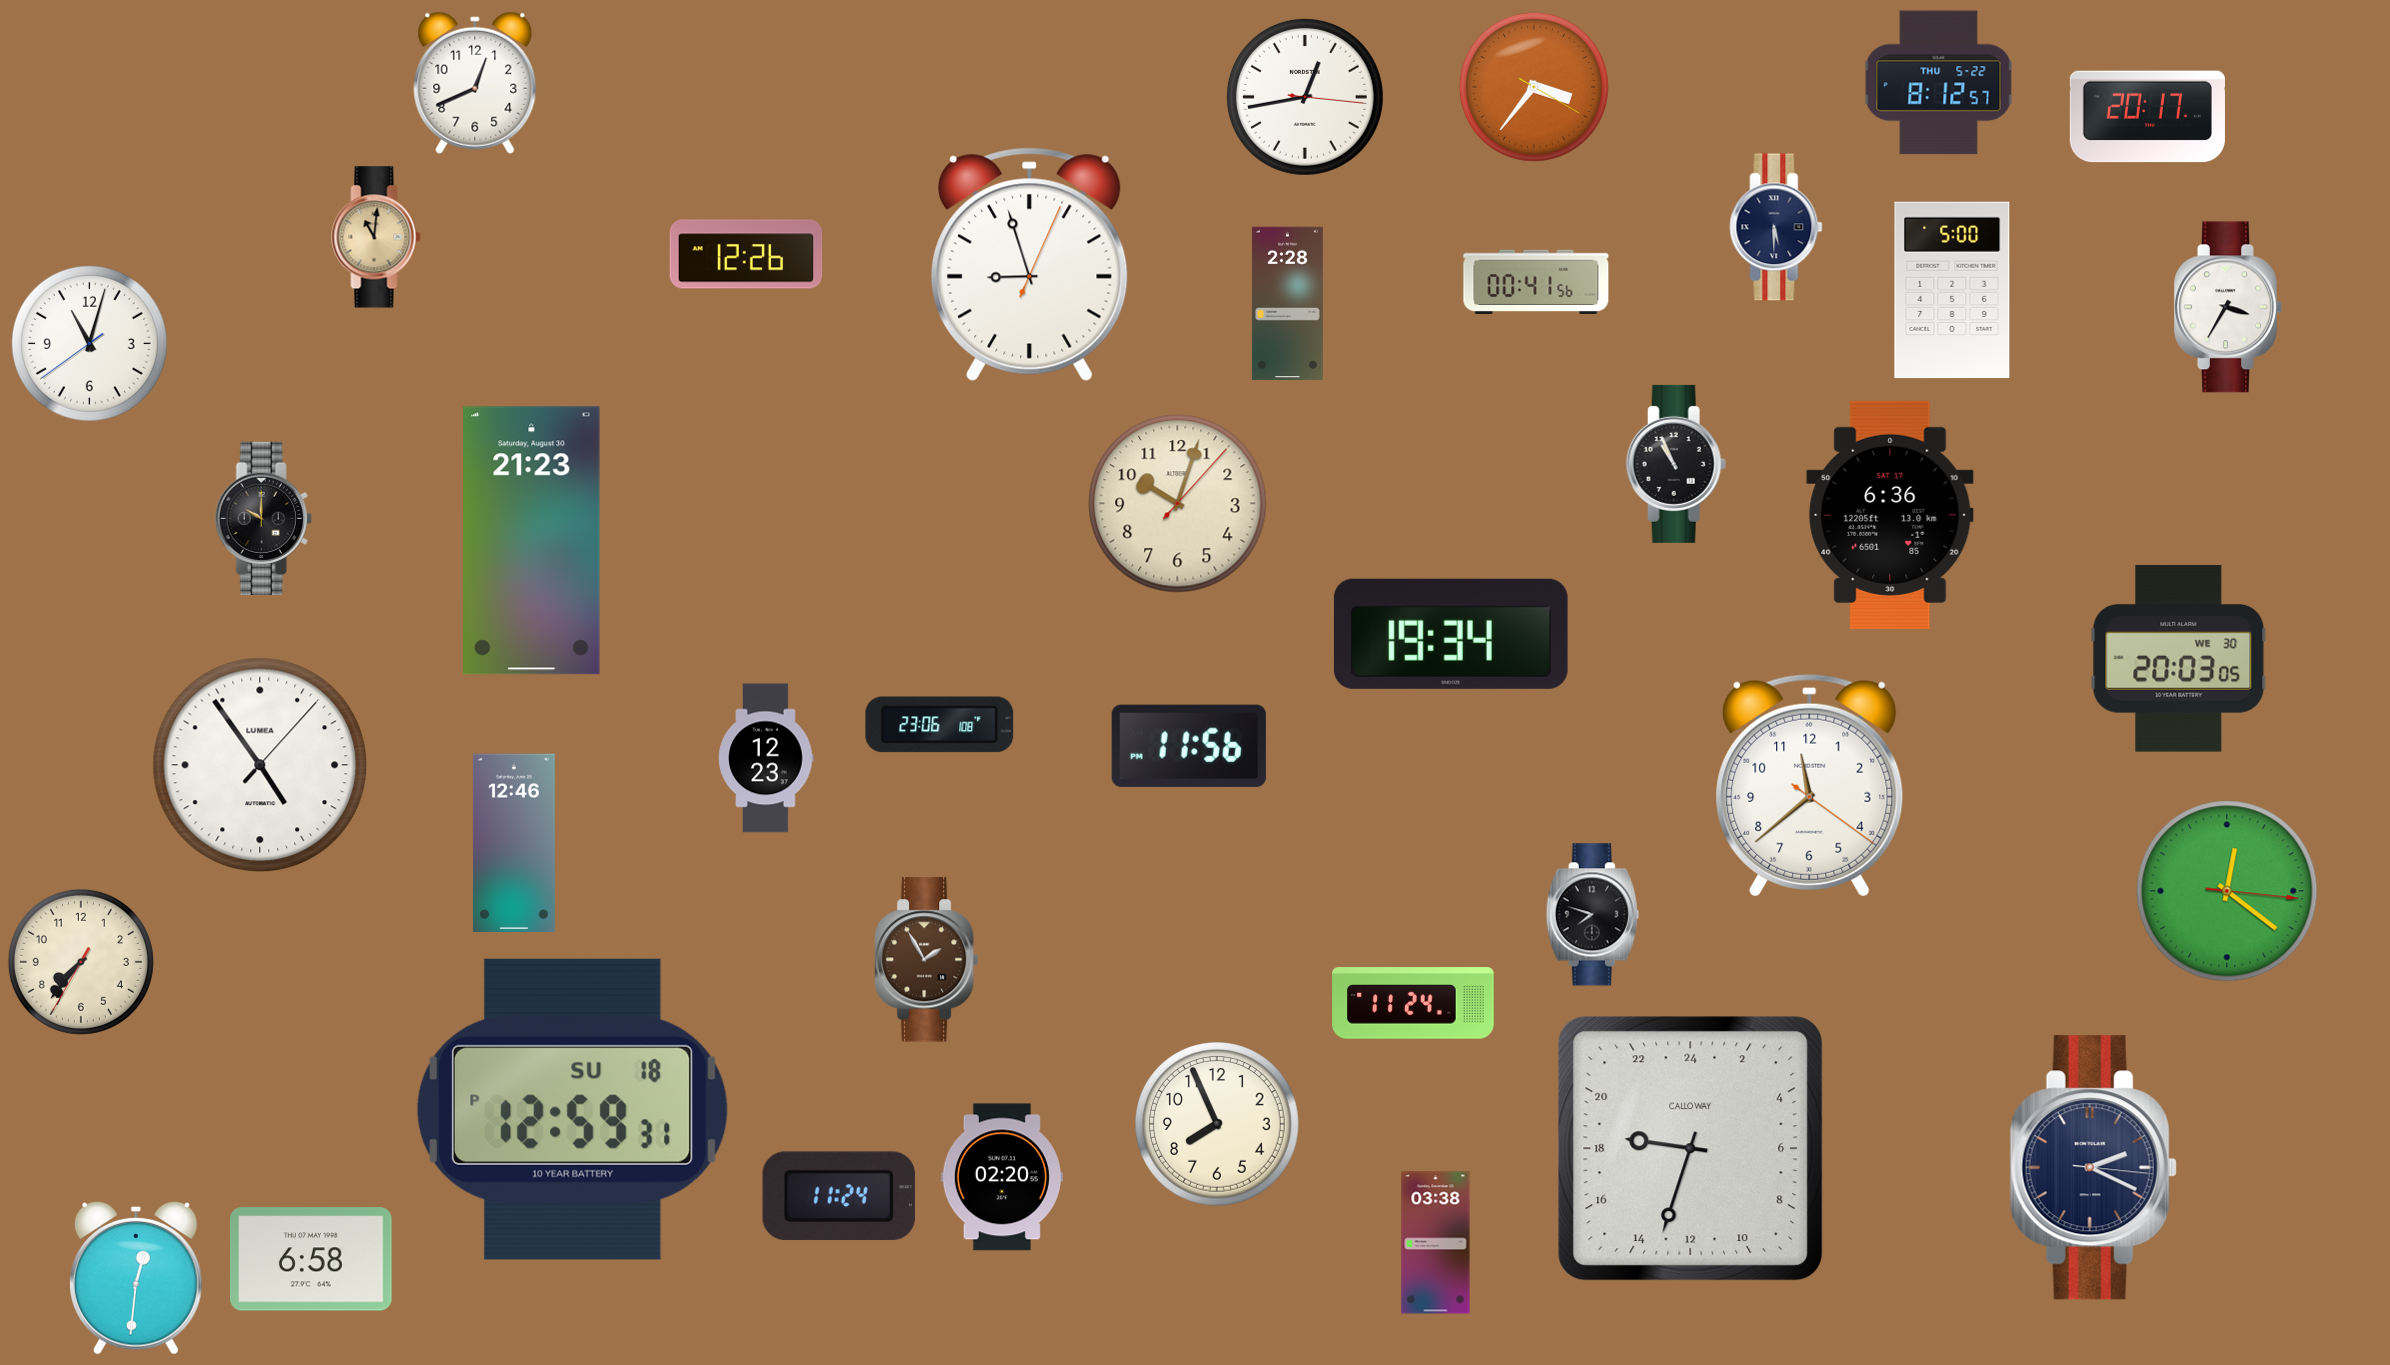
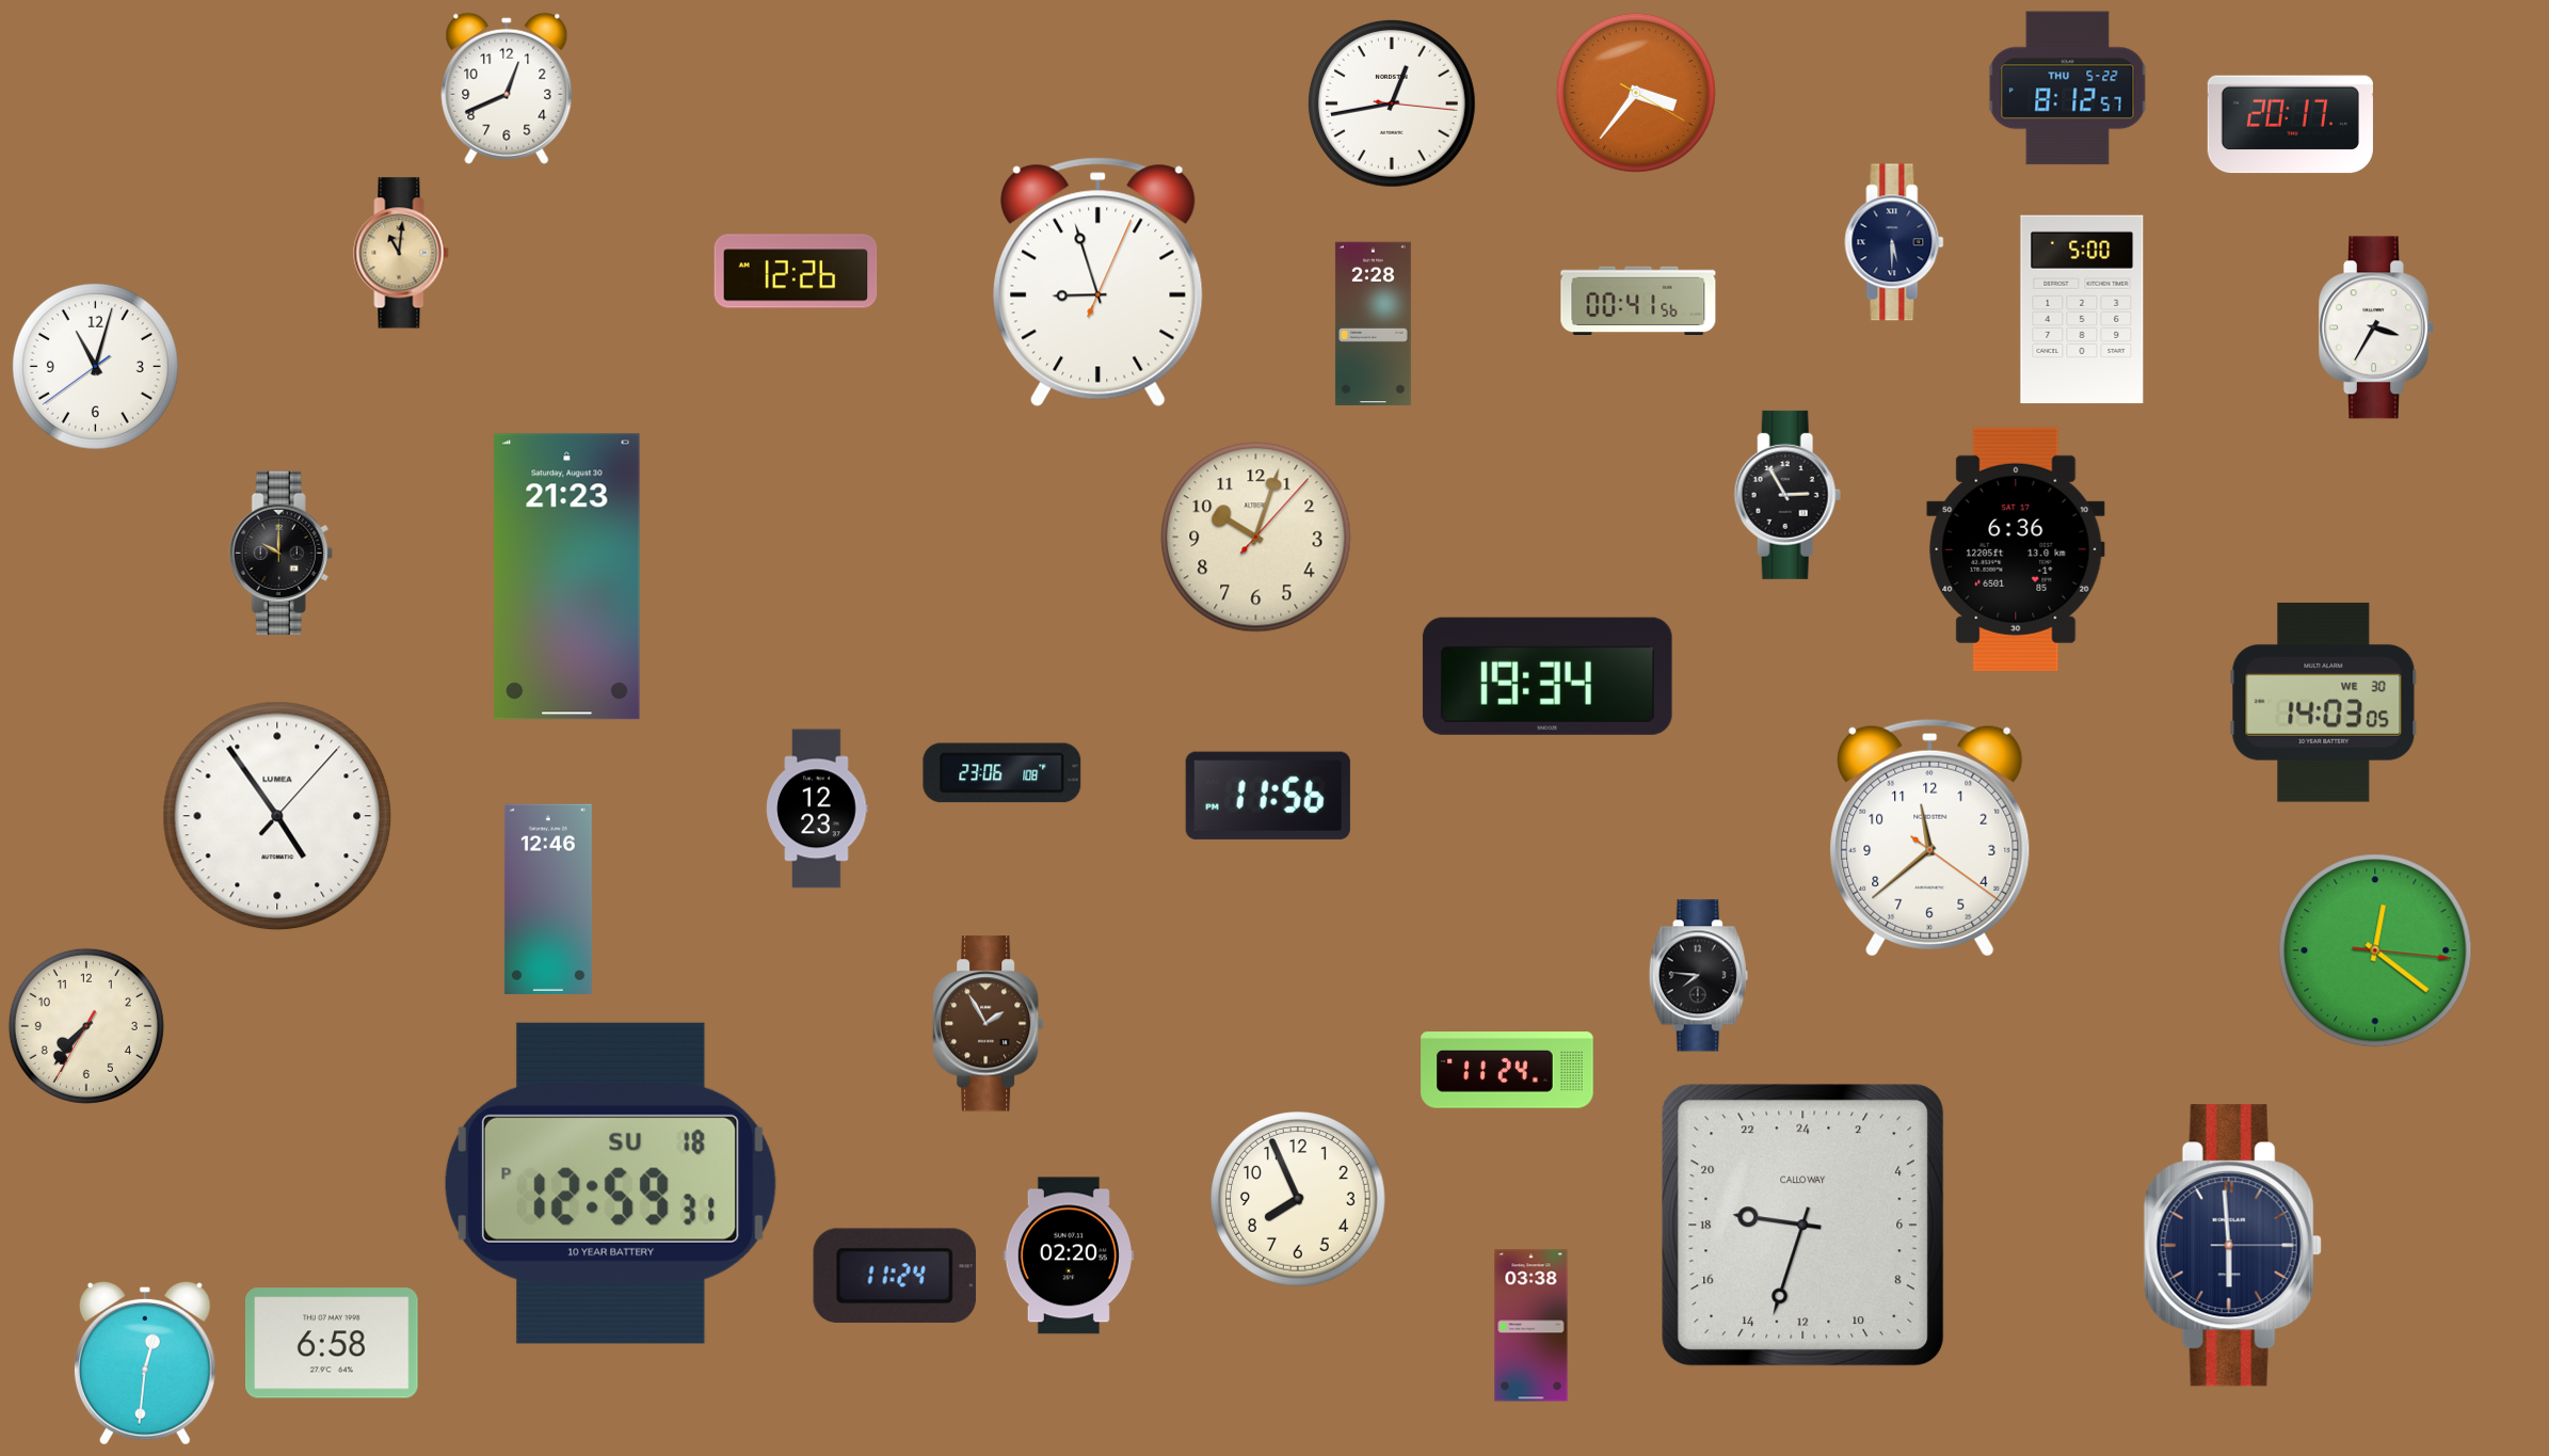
clock at (1676, 464): 10:56 -> 2:55
clock at (2179, 659): 20:03 -> 14:03
clock at (1592, 915): 7:48 -> 7:46
clock at (2093, 1168): 2:19 -> 5:59
